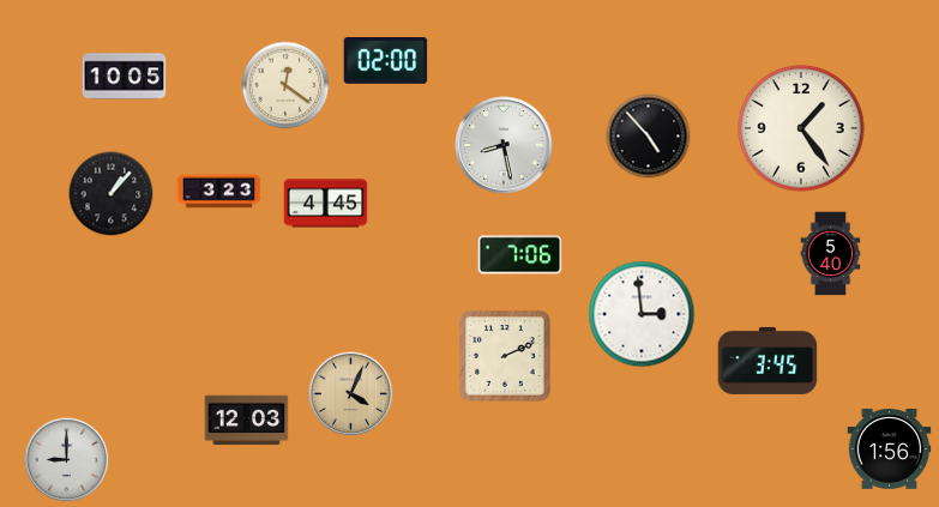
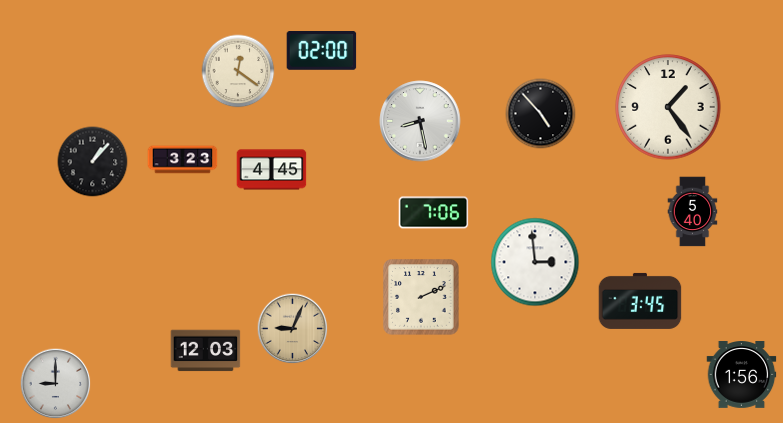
clock at (125, 77): 10:05 -> none
clock at (351, 394): 4:04 -> 9:04
